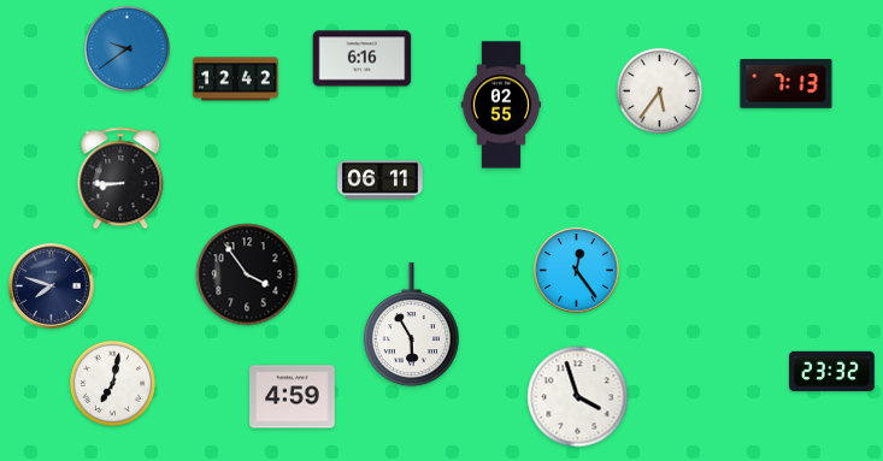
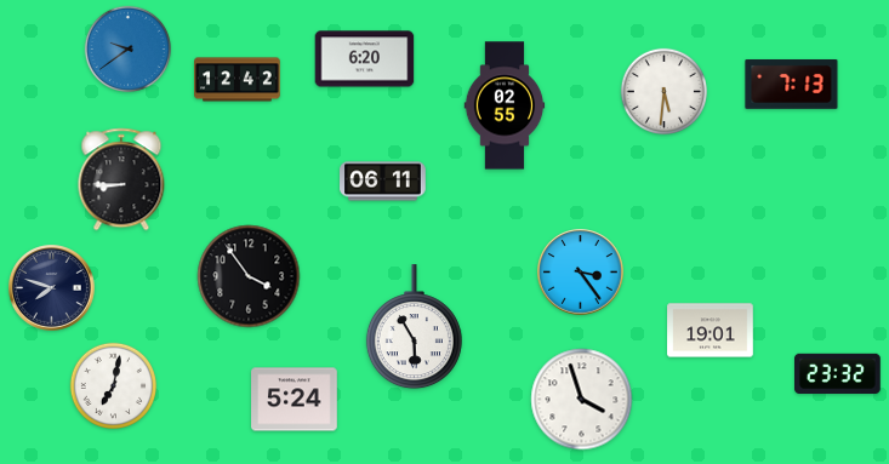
clock at (363, 59): 6:16 -> 6:20
clock at (660, 91): 5:36 -> 5:31
clock at (577, 271): 12:24 -> 3:24
clock at (711, 331): none -> 19:01
clock at (293, 397): 4:59 -> 5:24
